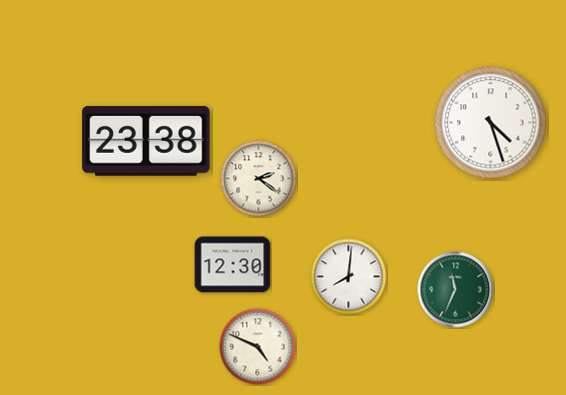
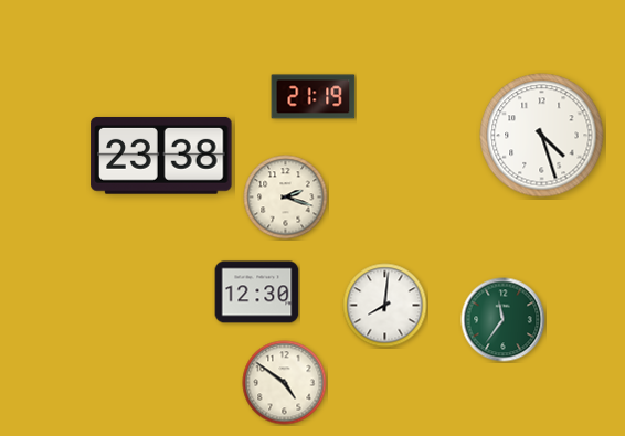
clock at (314, 97): none -> 21:19
clock at (259, 179): 2:21 -> 2:18
clock at (456, 290): 11:34 -> 11:36
clock at (258, 347): 4:49 -> 4:51
